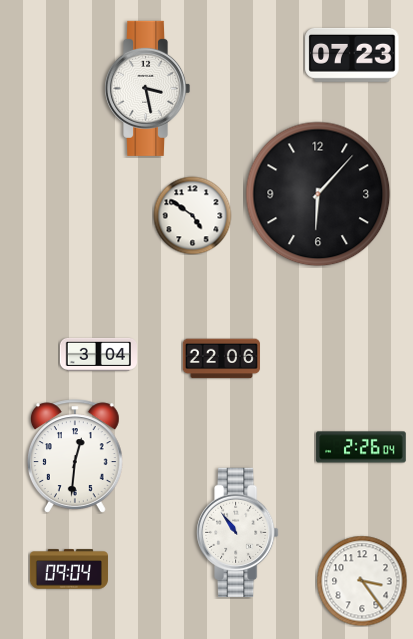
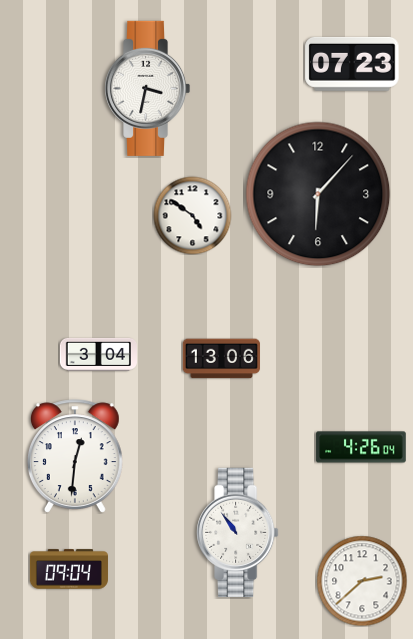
clock at (352, 55) position: (352, 55) -> (352, 64)
clock at (148, 88): 3:28 -> 3:32
clock at (221, 359): 22:06 -> 13:06
clock at (361, 447): 2:26 -> 4:26
clock at (362, 581): 3:24 -> 2:38
